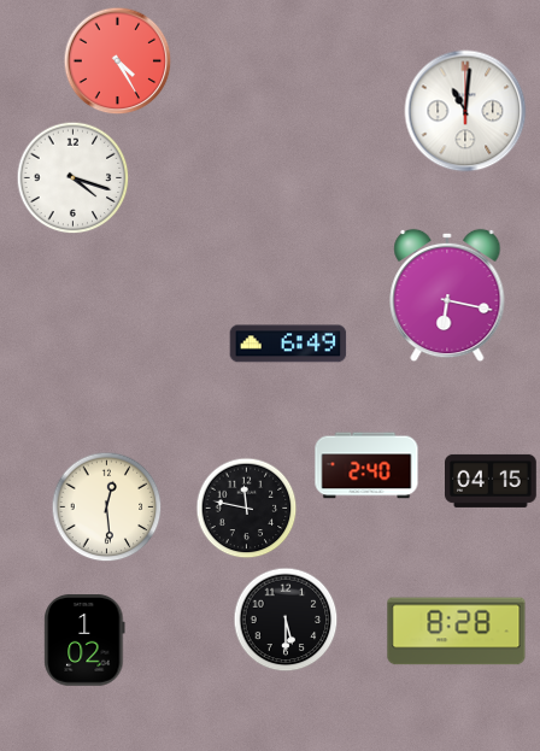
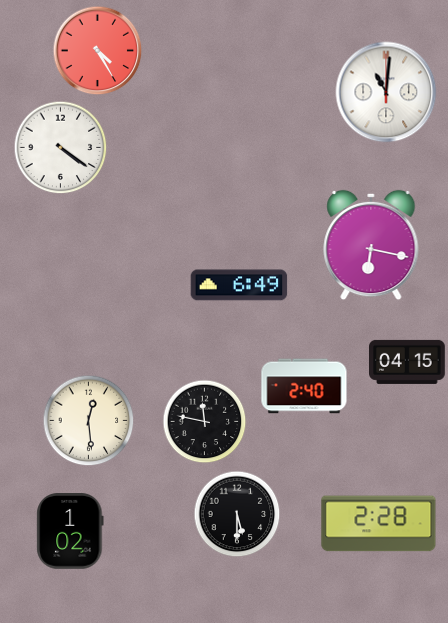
clock at (74, 178): 4:18 -> 4:21
clock at (492, 481) position: (492, 481) -> (408, 362)
clock at (457, 632): 8:28 -> 2:28
